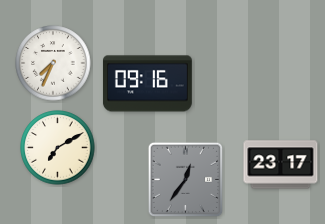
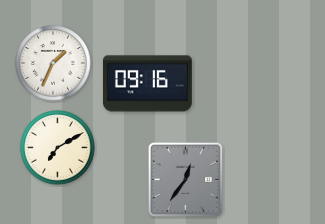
clock at (53, 63): 7:34 -> 1:34
clock at (281, 165): 23:17 -> none
